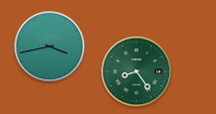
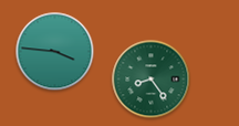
clock at (50, 47): 3:43 -> 3:46
